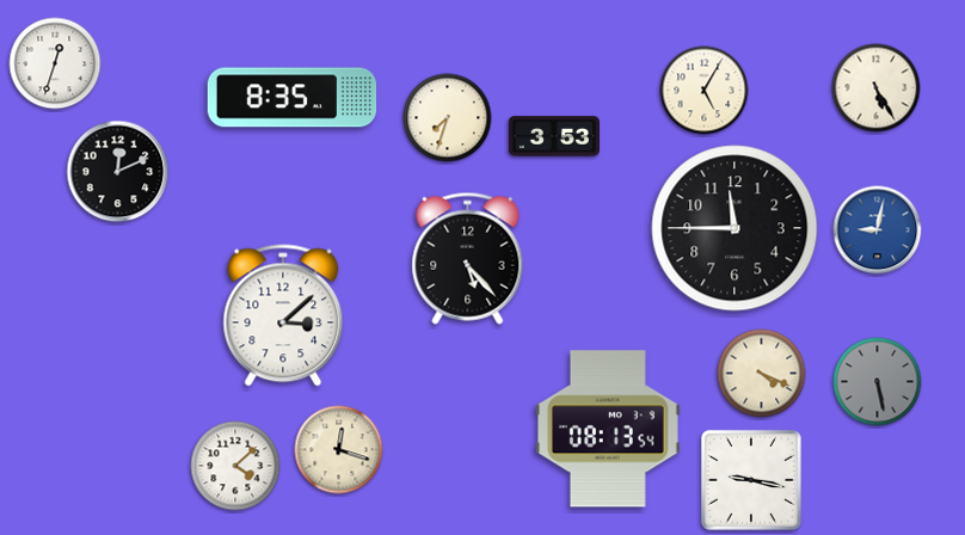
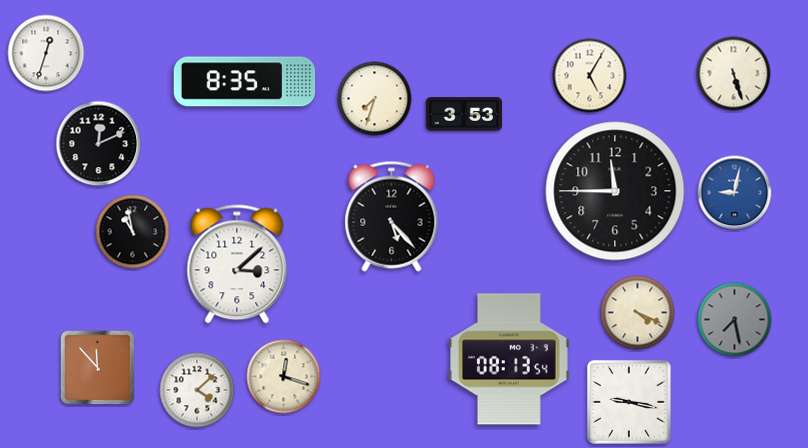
clock at (877, 88): 5:25 -> 5:27
clock at (133, 232): none -> 10:58
clock at (878, 382): 5:28 -> 7:28
clock at (98, 368): none -> 11:53
